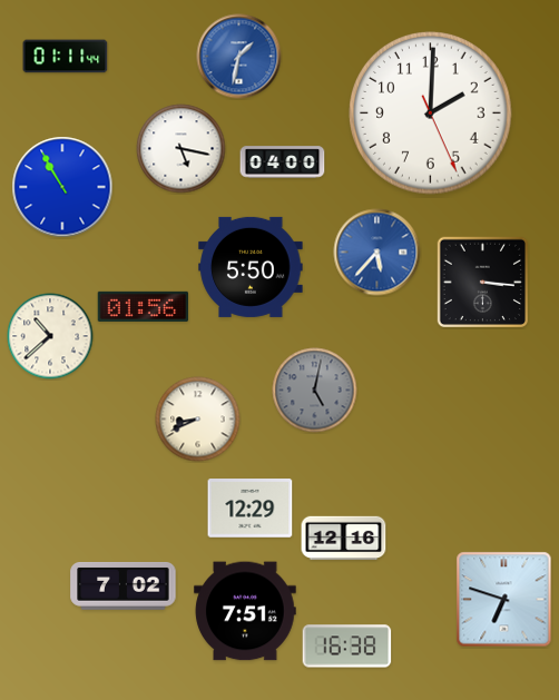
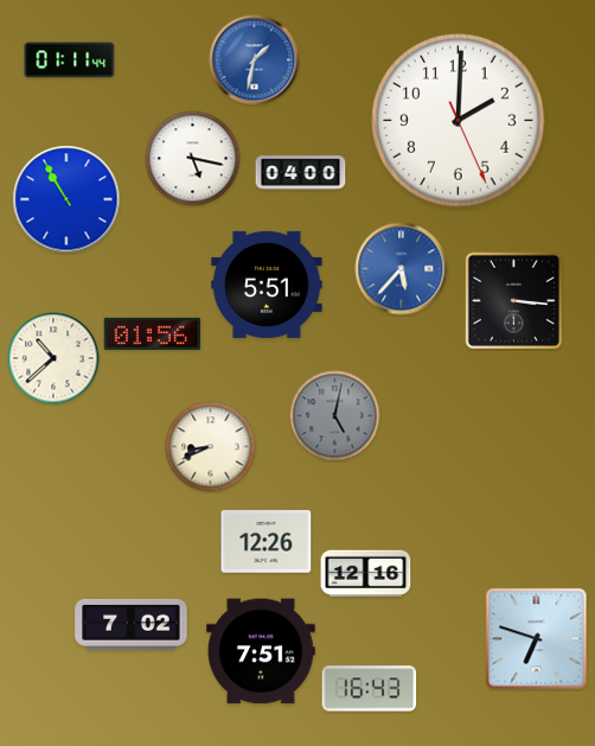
clock at (251, 267): 5:50 -> 5:51
clock at (144, 306) position: (144, 306) -> (153, 333)
clock at (251, 509): 12:29 -> 12:26
clock at (347, 647): 16:38 -> 16:43
